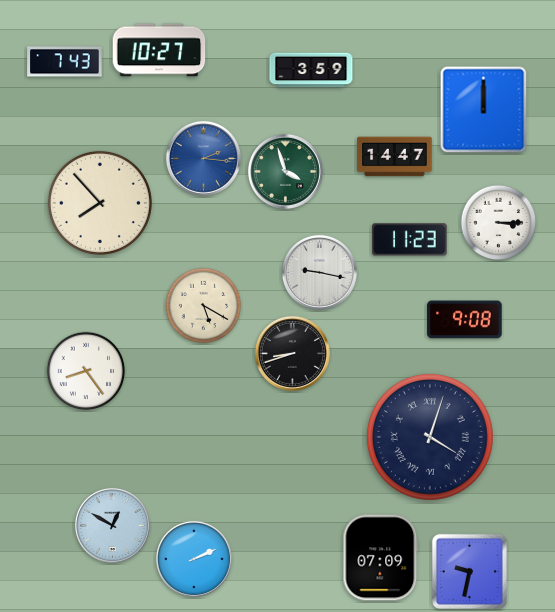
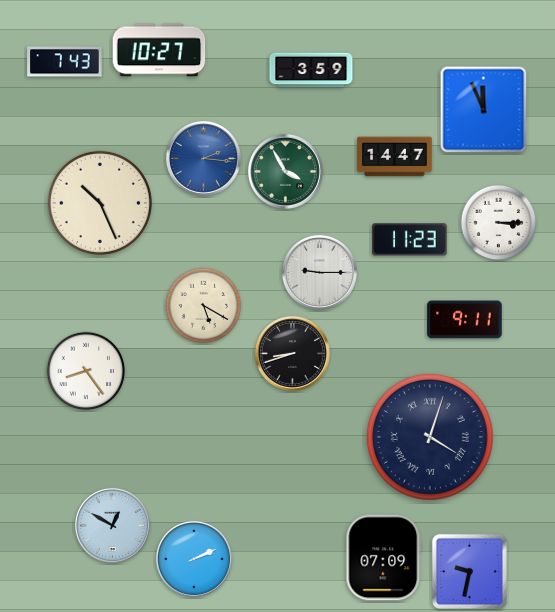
clock at (484, 110): 12:00 -> 11:56
clock at (285, 171): 3:57 -> 3:55
clock at (100, 203): 7:53 -> 10:26
clock at (319, 272): 9:17 -> 9:15
clock at (465, 320): 9:08 -> 9:11
clock at (381, 558) position: (381, 558) -> (384, 558)
